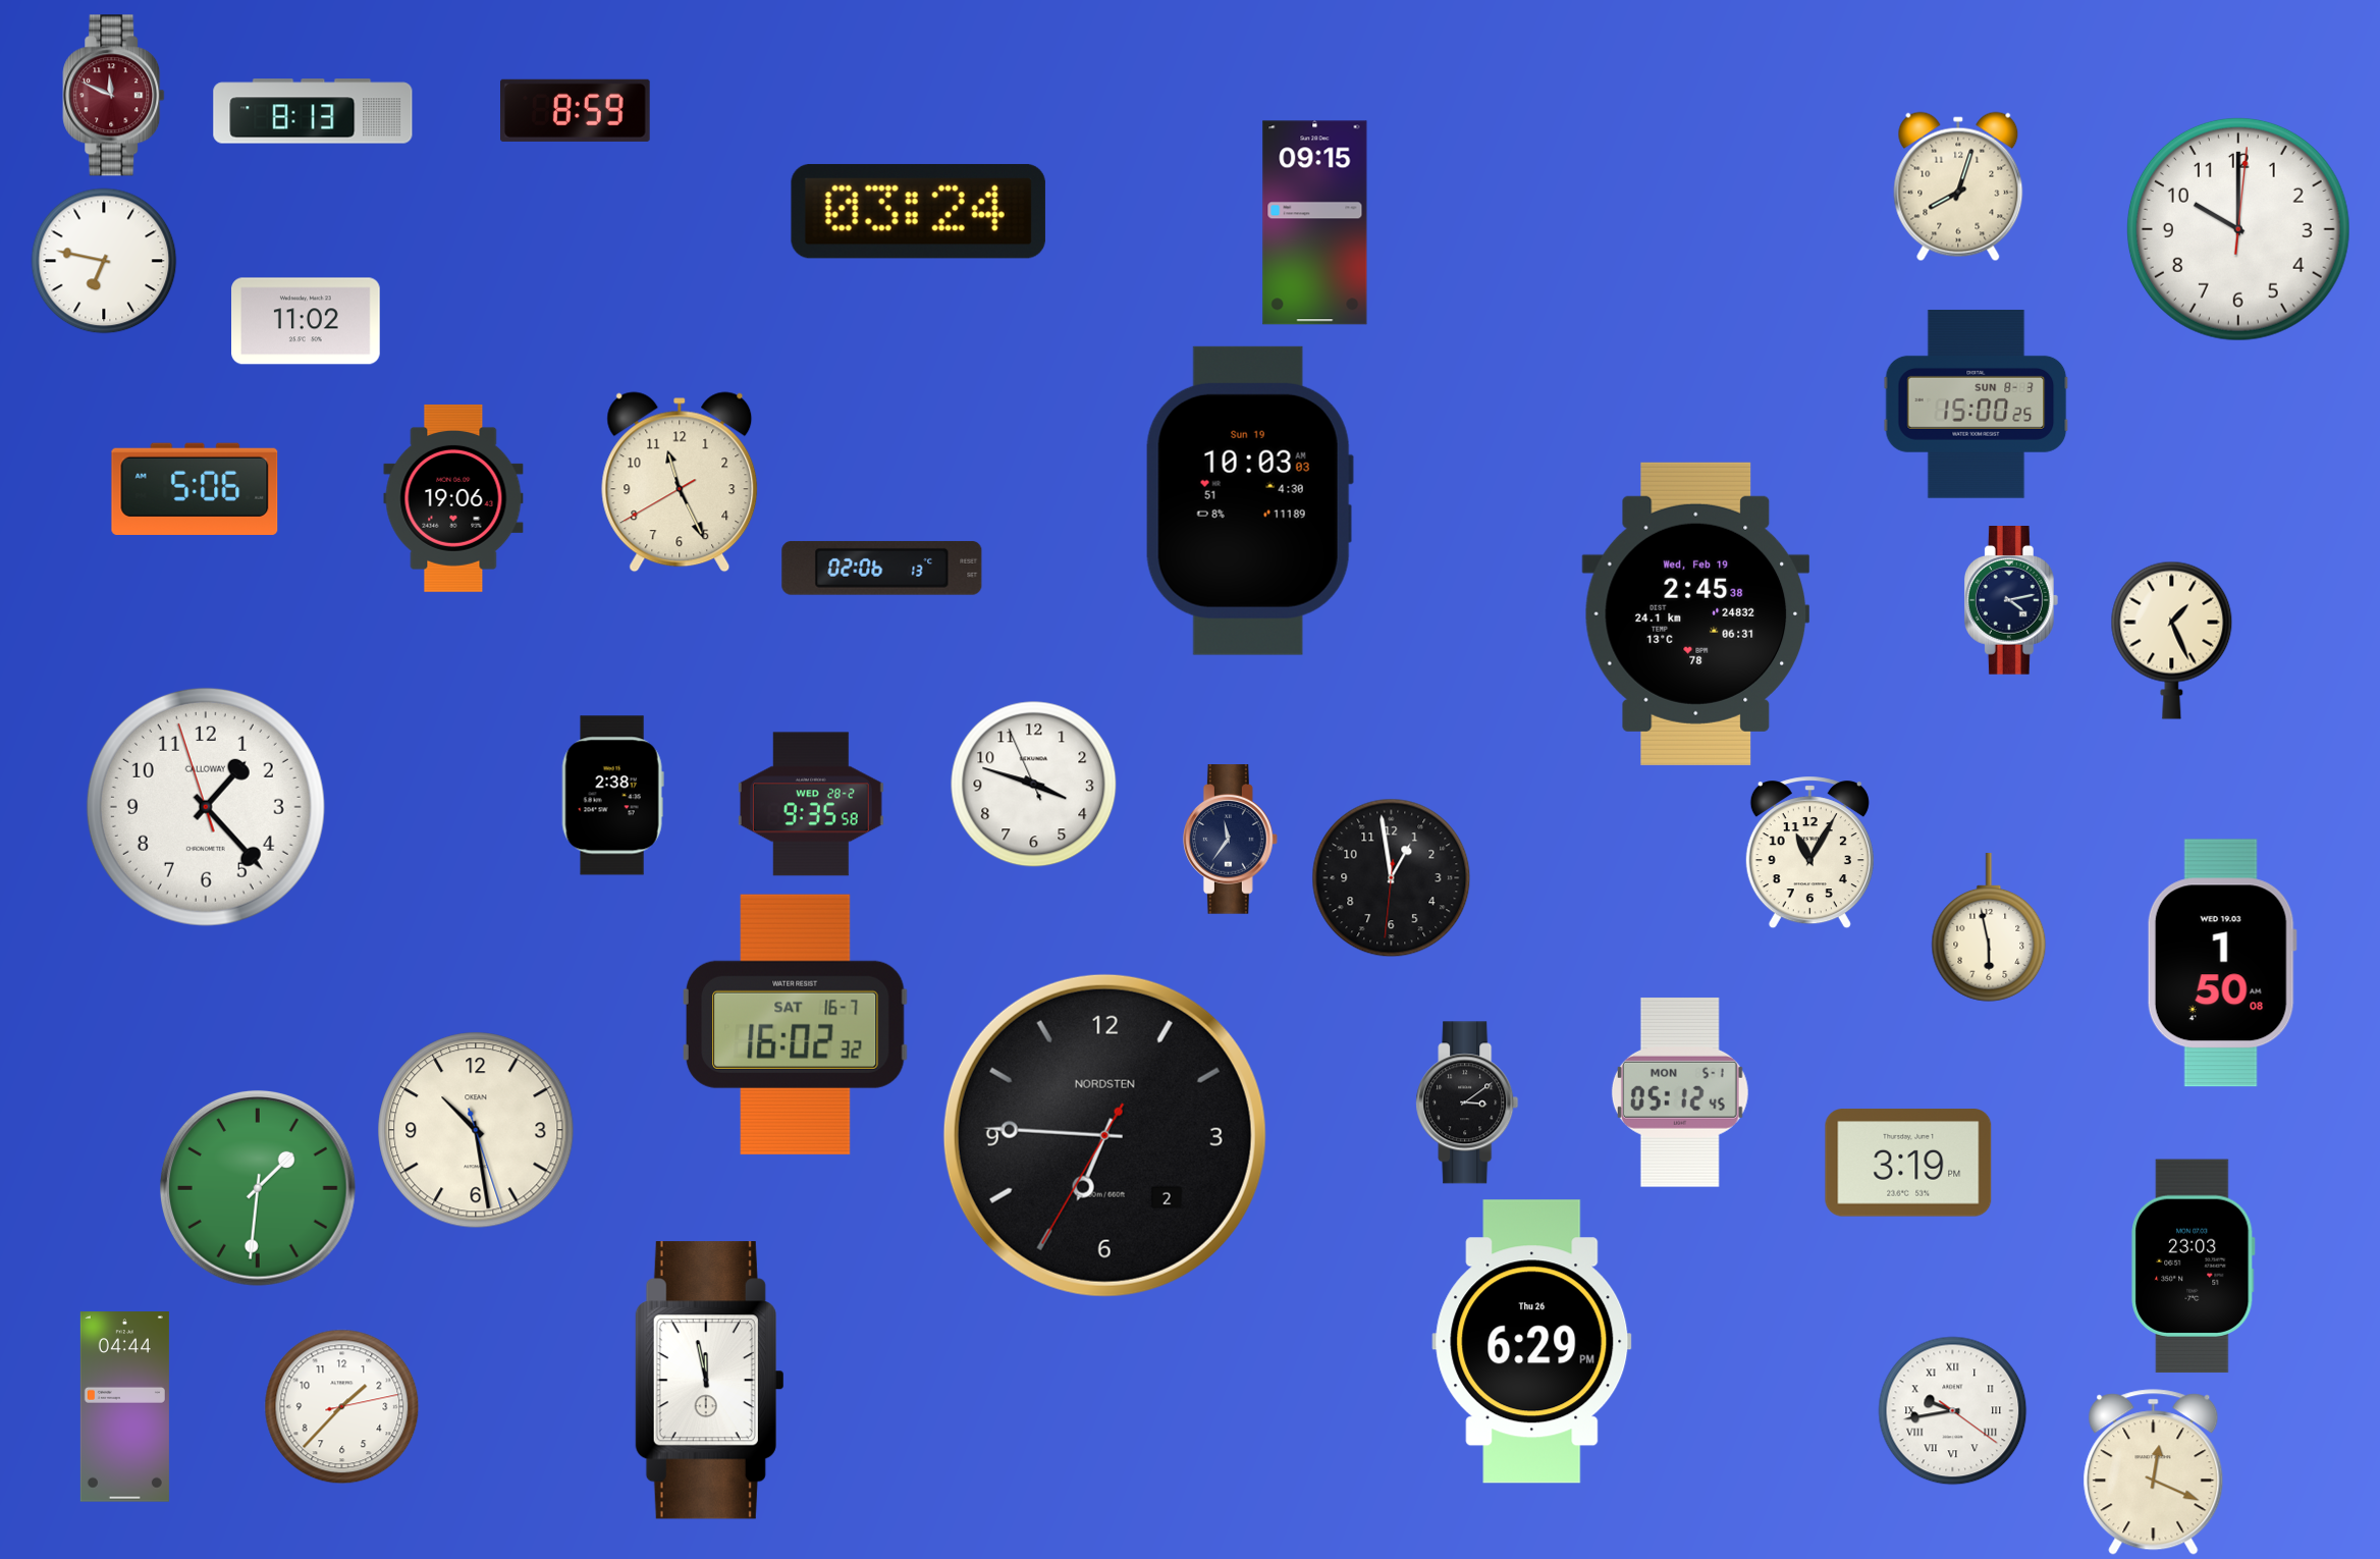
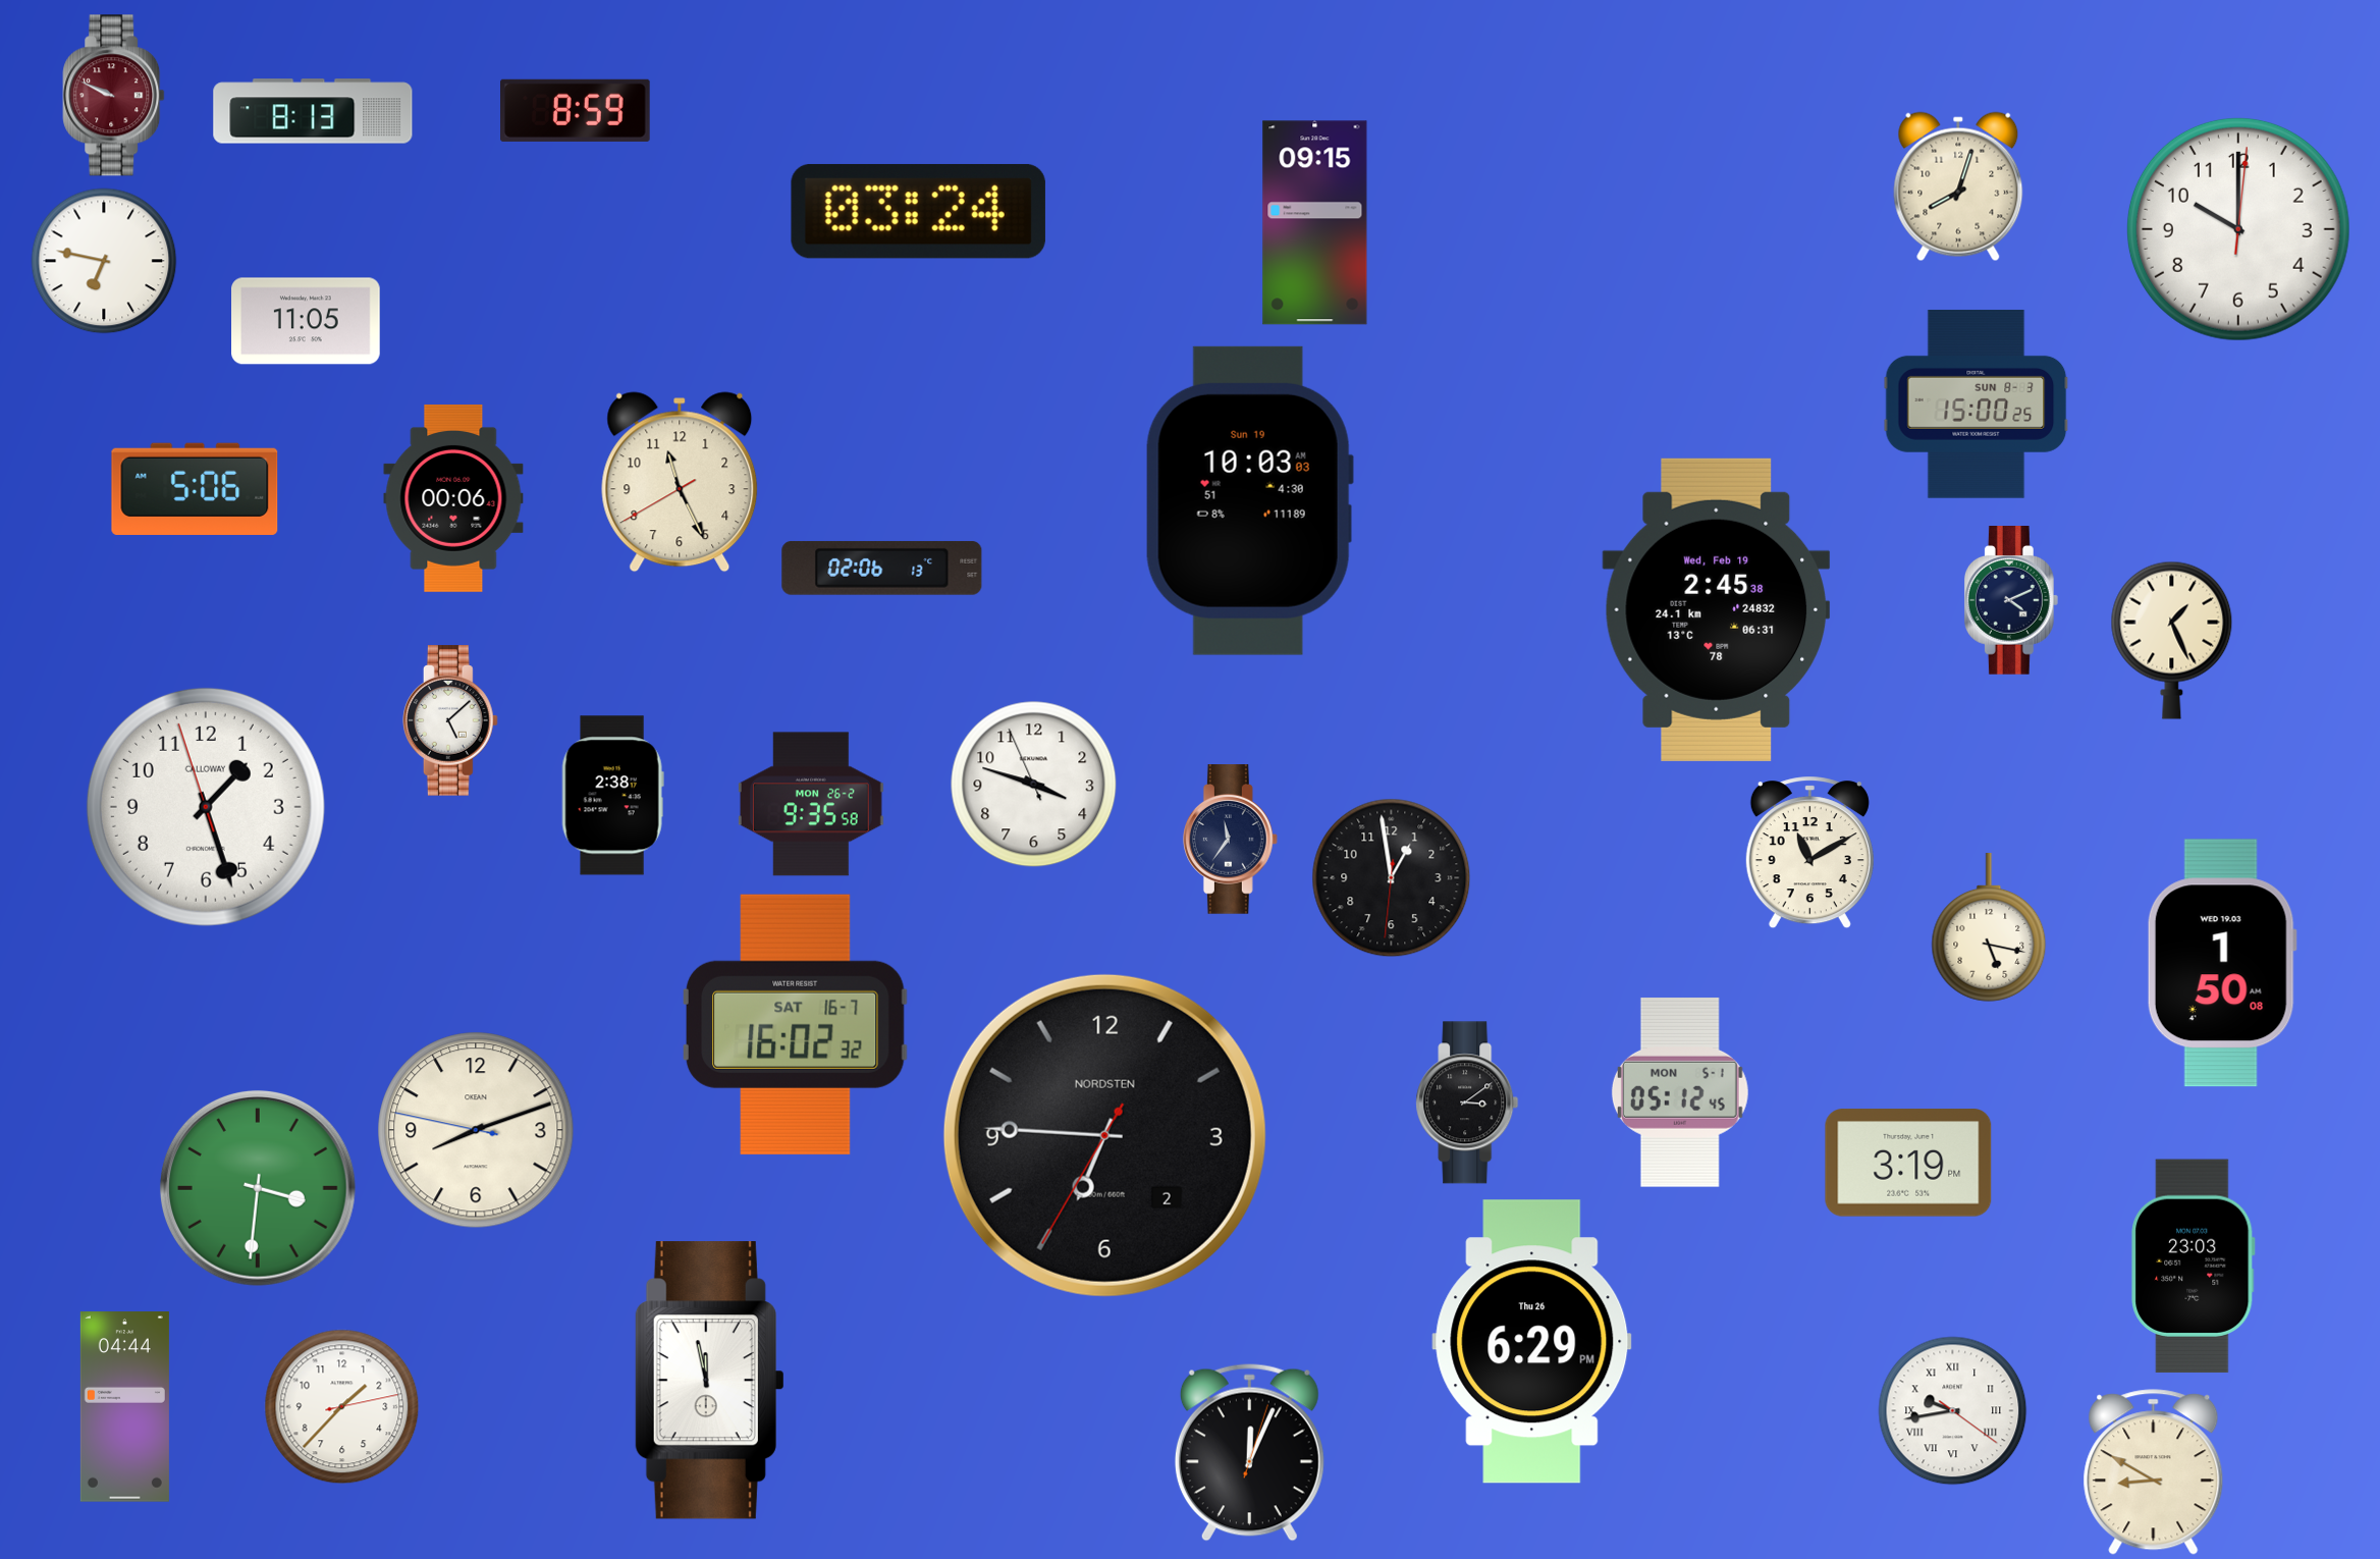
clock at (114, 96): 11:49 -> 9:49
clock at (307, 321): 11:02 -> 11:05
clock at (453, 498): 19:06 -> 00:06
clock at (2011, 600): 4:13 -> 4:11
clock at (1696, 613) position: (1696, 613) -> (1717, 609)
clock at (450, 720): none -> 5:08
clock at (811, 804) date: WED 28-2 -> MON 26-2
clock at (206, 807): 1:22 -> 1:26
clock at (1809, 853): 11:05 -> 11:10
clock at (1989, 928): 5:58 -> 5:17
clock at (476, 1130): 10:28 -> 8:11
clock at (258, 1188): 1:31 -> 3:31
clock at (1249, 1453): none -> 12:04
clock at (2154, 1472): 12:19 -> 8:50
